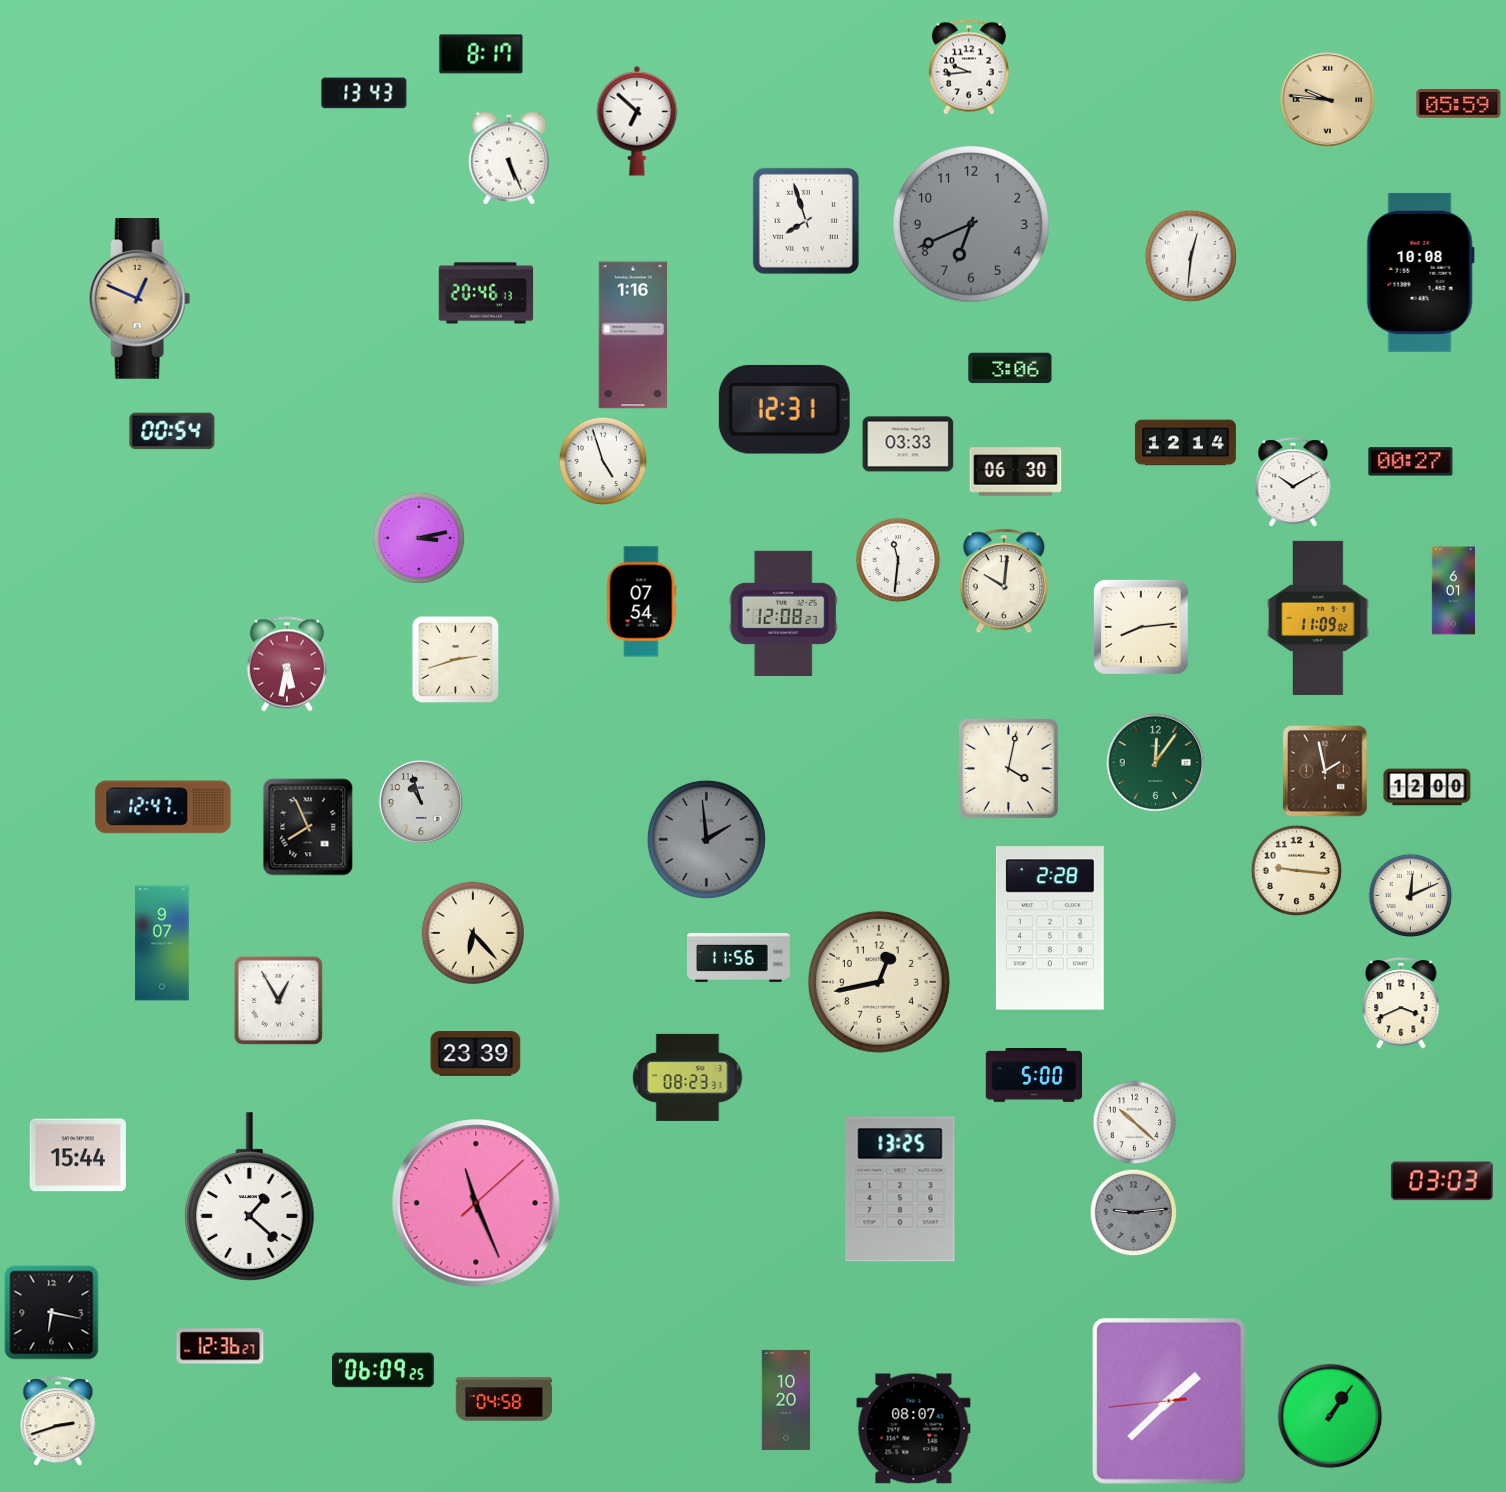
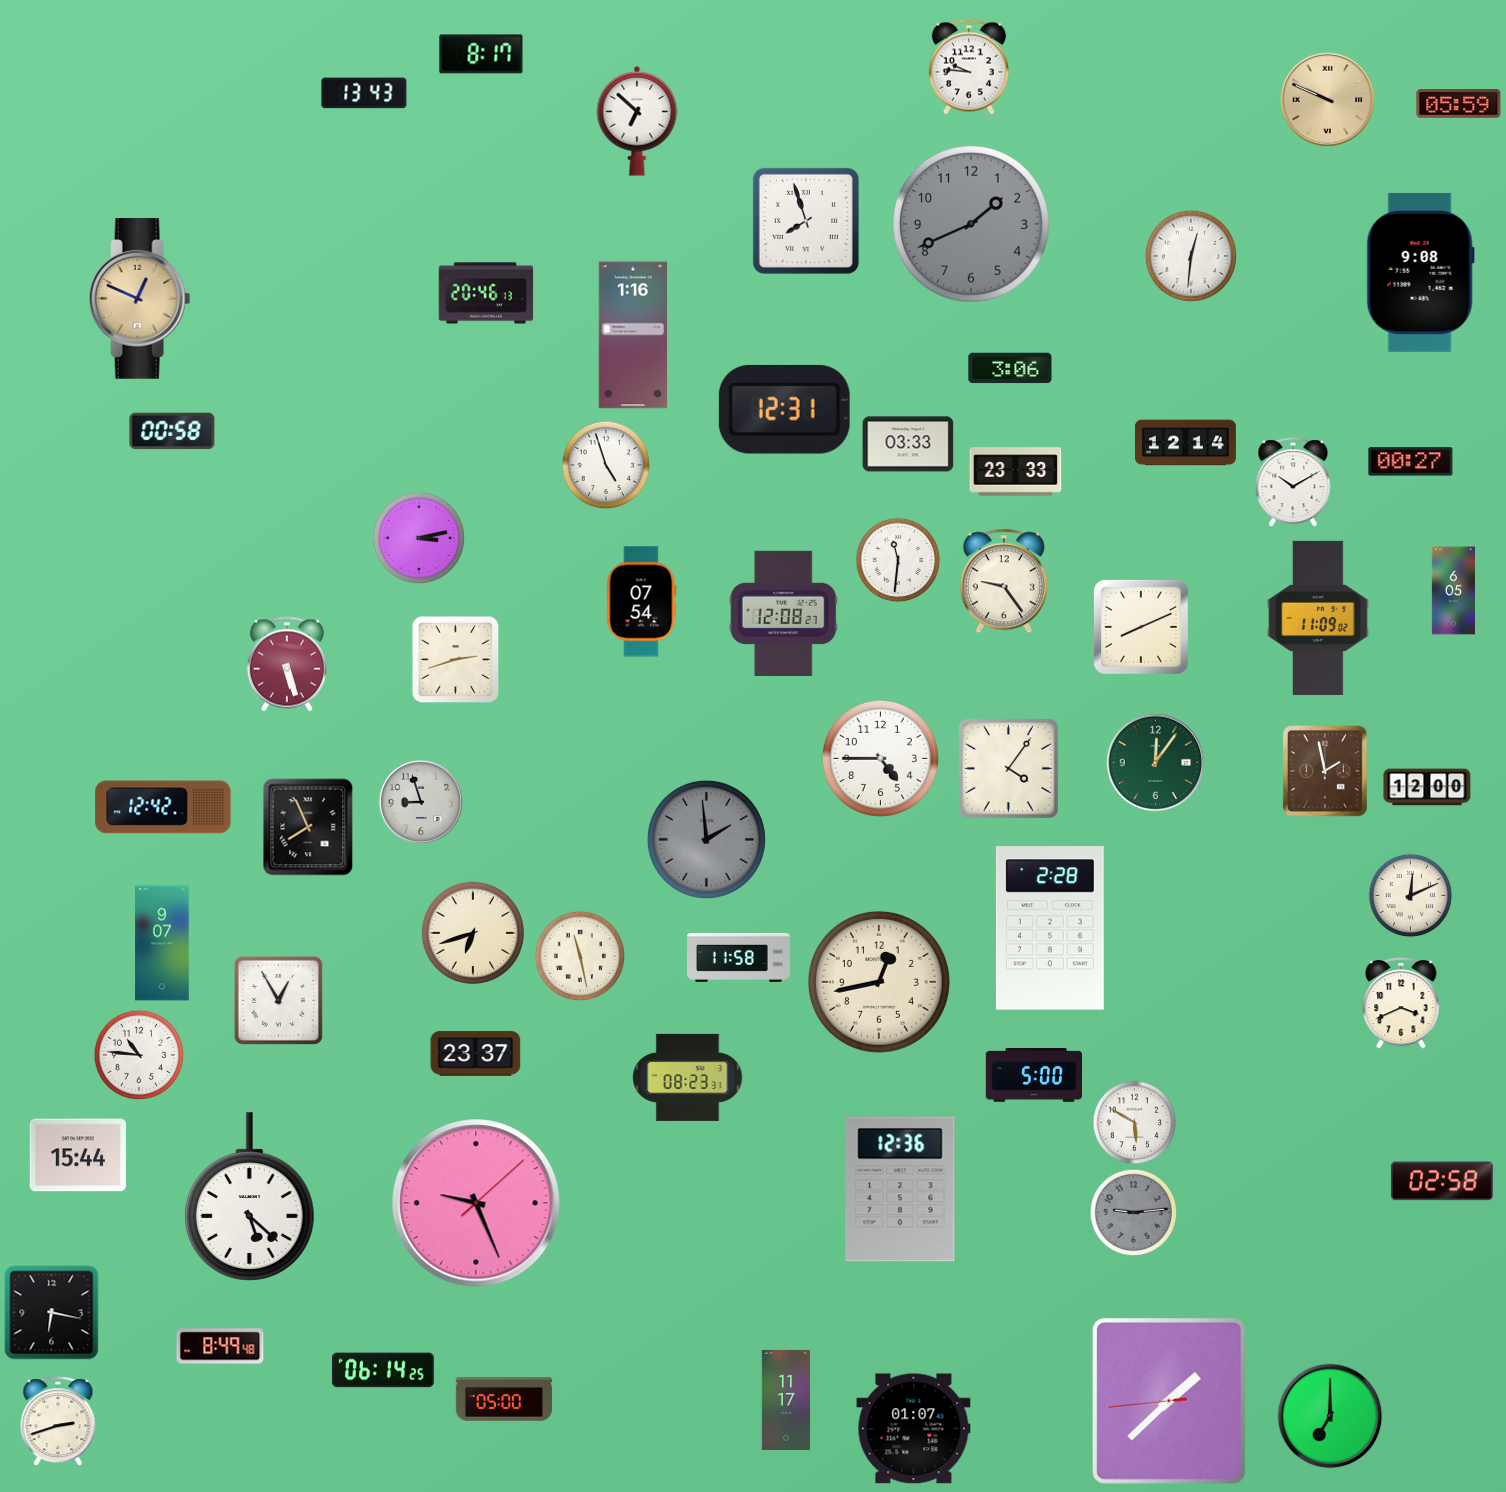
clock at (969, 67): 9:44 -> 9:46
clock at (1328, 100): 9:46 -> 9:49
clock at (509, 158): 5:26 -> none
clock at (971, 224): 6:41 -> 1:41
clock at (1420, 272): 10:08 -> 9:08
clock at (172, 431): 00:54 -> 00:58
clock at (603, 461) position: (603, 461) -> (606, 465)
clock at (1016, 472): 06:30 -> 23:33
clock at (1004, 581): 10:01 -> 9:24
clock at (1453, 591): 6:01 -> 6:05
clock at (1141, 627): 8:14 -> 8:11
clock at (287, 664): 5:32 -> 5:27
clock at (880, 758): none -> 4:45
clock at (1008, 768): 4:02 -> 4:06
clock at (420, 801): 10:57 -> 8:57
clock at (163, 807): 12:47 -> 12:42
clock at (1297, 871): 9:16 -> none
clock at (473, 933): 6:23 -> 6:42
clock at (580, 956): none -> 11:28
clock at (739, 957): 11:56 -> 11:58
clock at (476, 1054): 23:39 -> 23:37
clock at (139, 1055): none -> 10:46
clock at (1135, 1123): 10:22 -> 5:50
clock at (1442, 1181): 03:03 -> 02:58
clock at (900, 1189): 13:25 -> 12:36
clock at (249, 1197): 1:22 -> 5:22
clock at (476, 1203): 11:26 -> 9:26
clock at (220, 1346): 12:36 -> 8:49
clock at (384, 1370): 06:09 -> 06:14
clock at (504, 1399): 04:58 -> 05:00
clock at (786, 1400): 10:20 -> 11:17
clock at (1330, 1416): 1:06 -> 7:00
clock at (914, 1429): 08:07 -> 01:07
